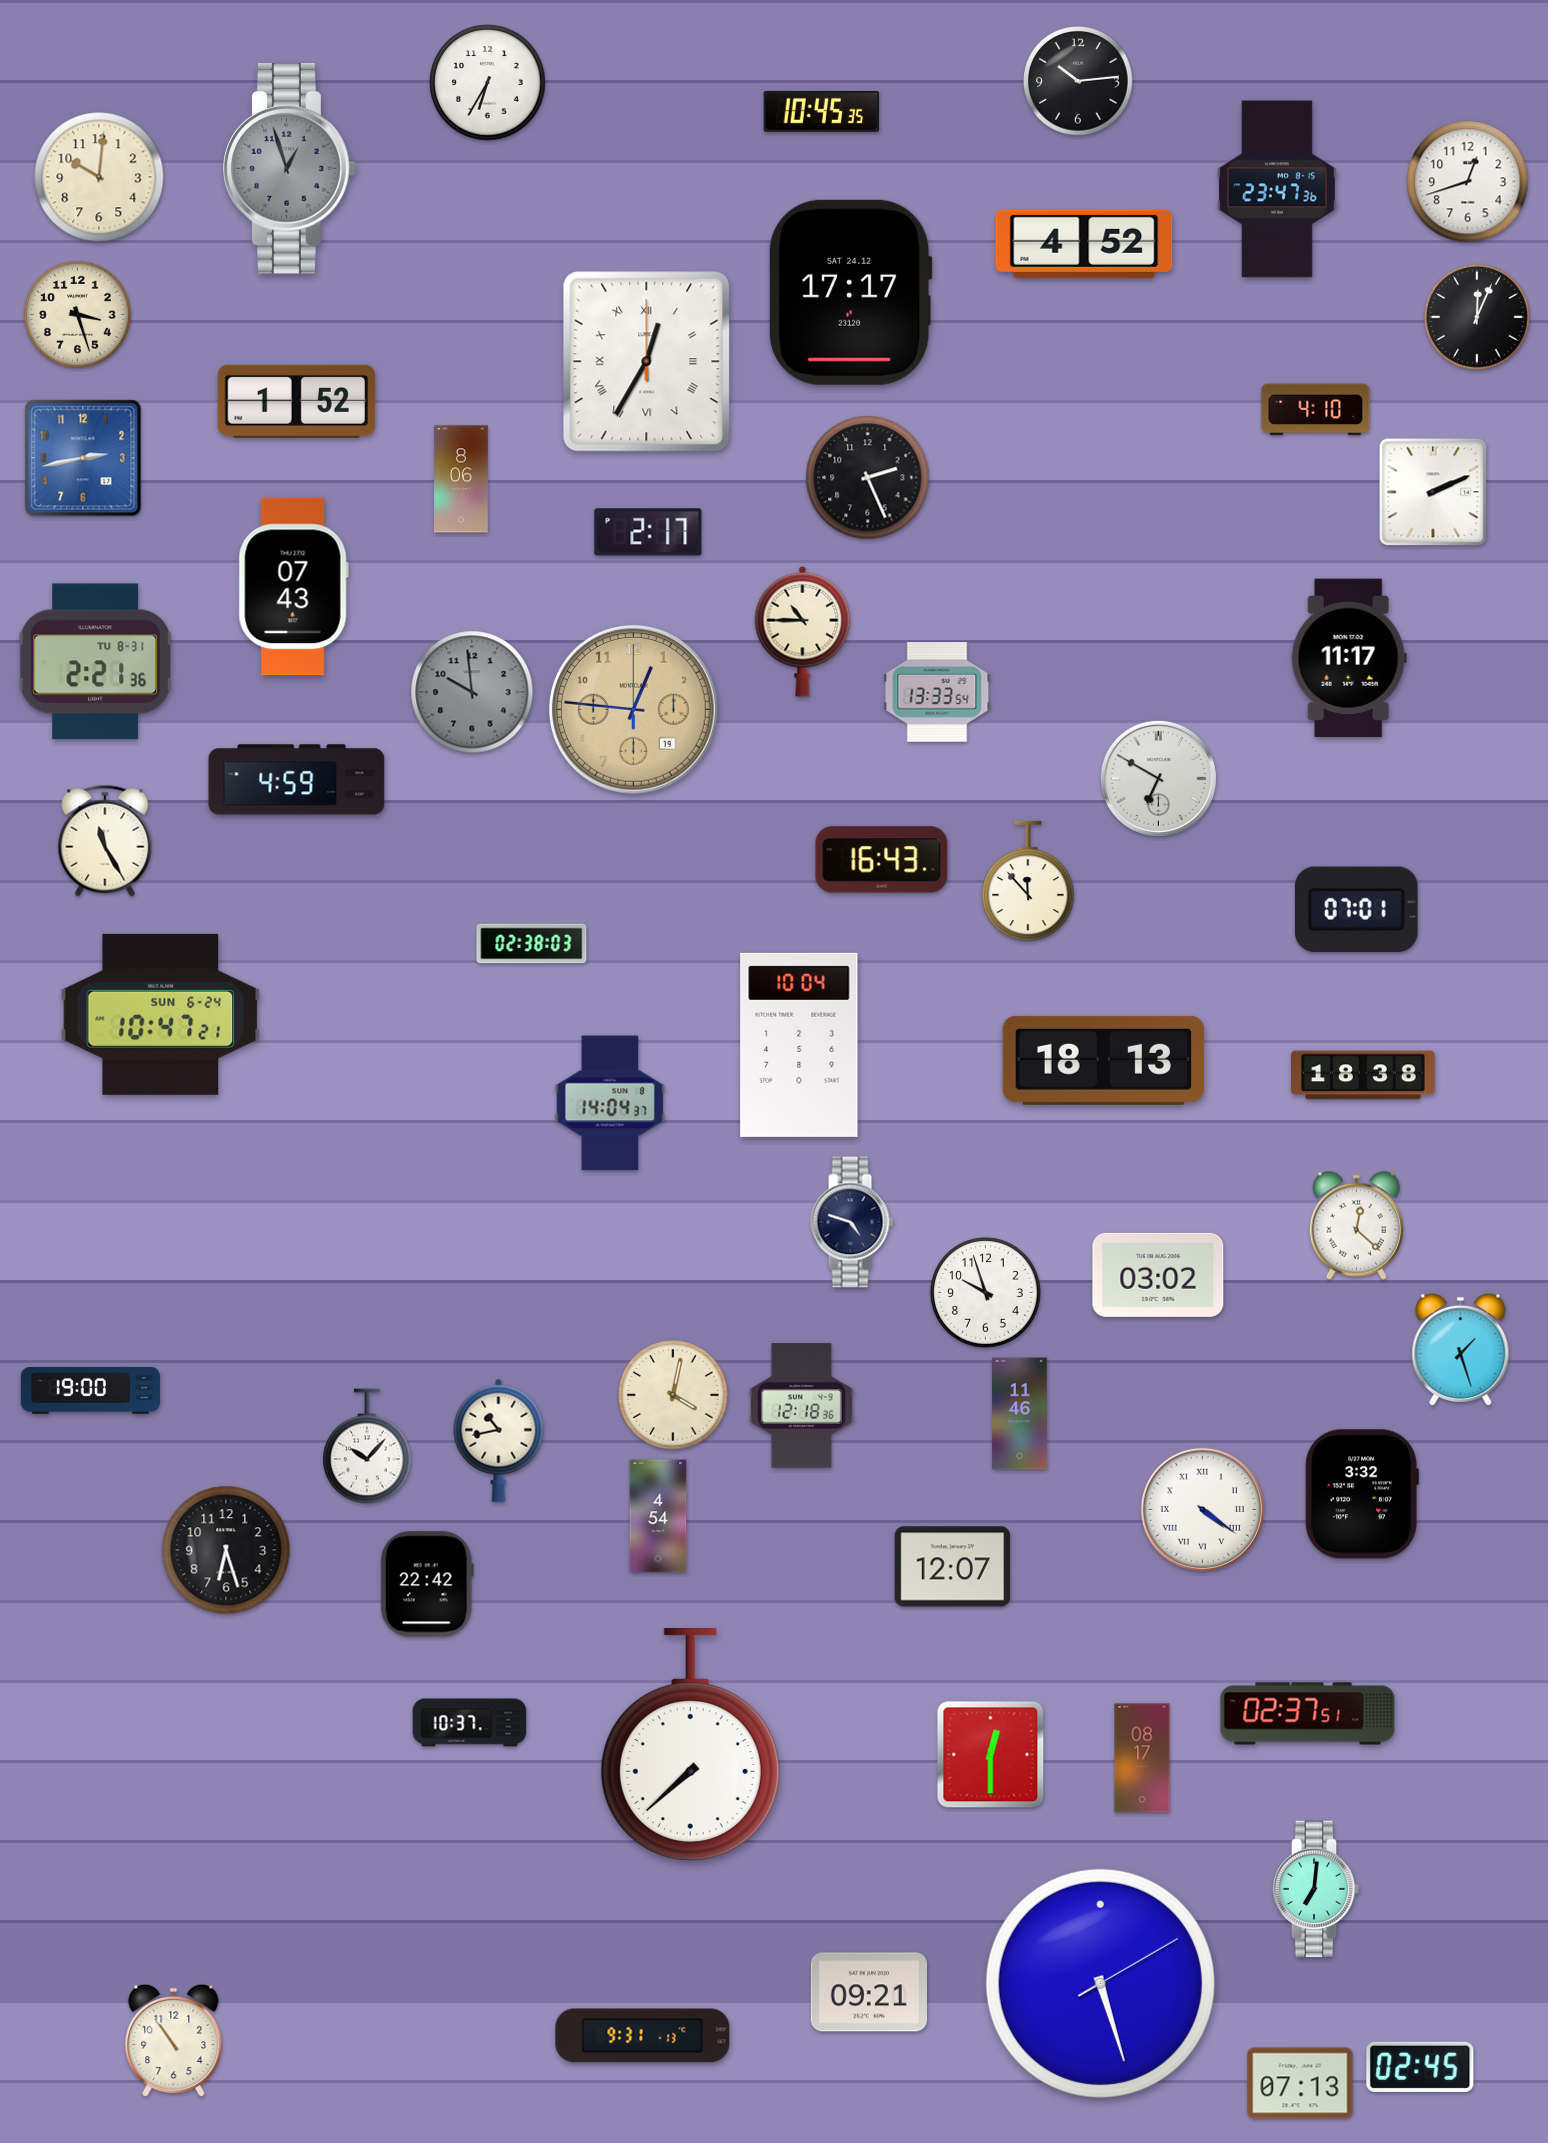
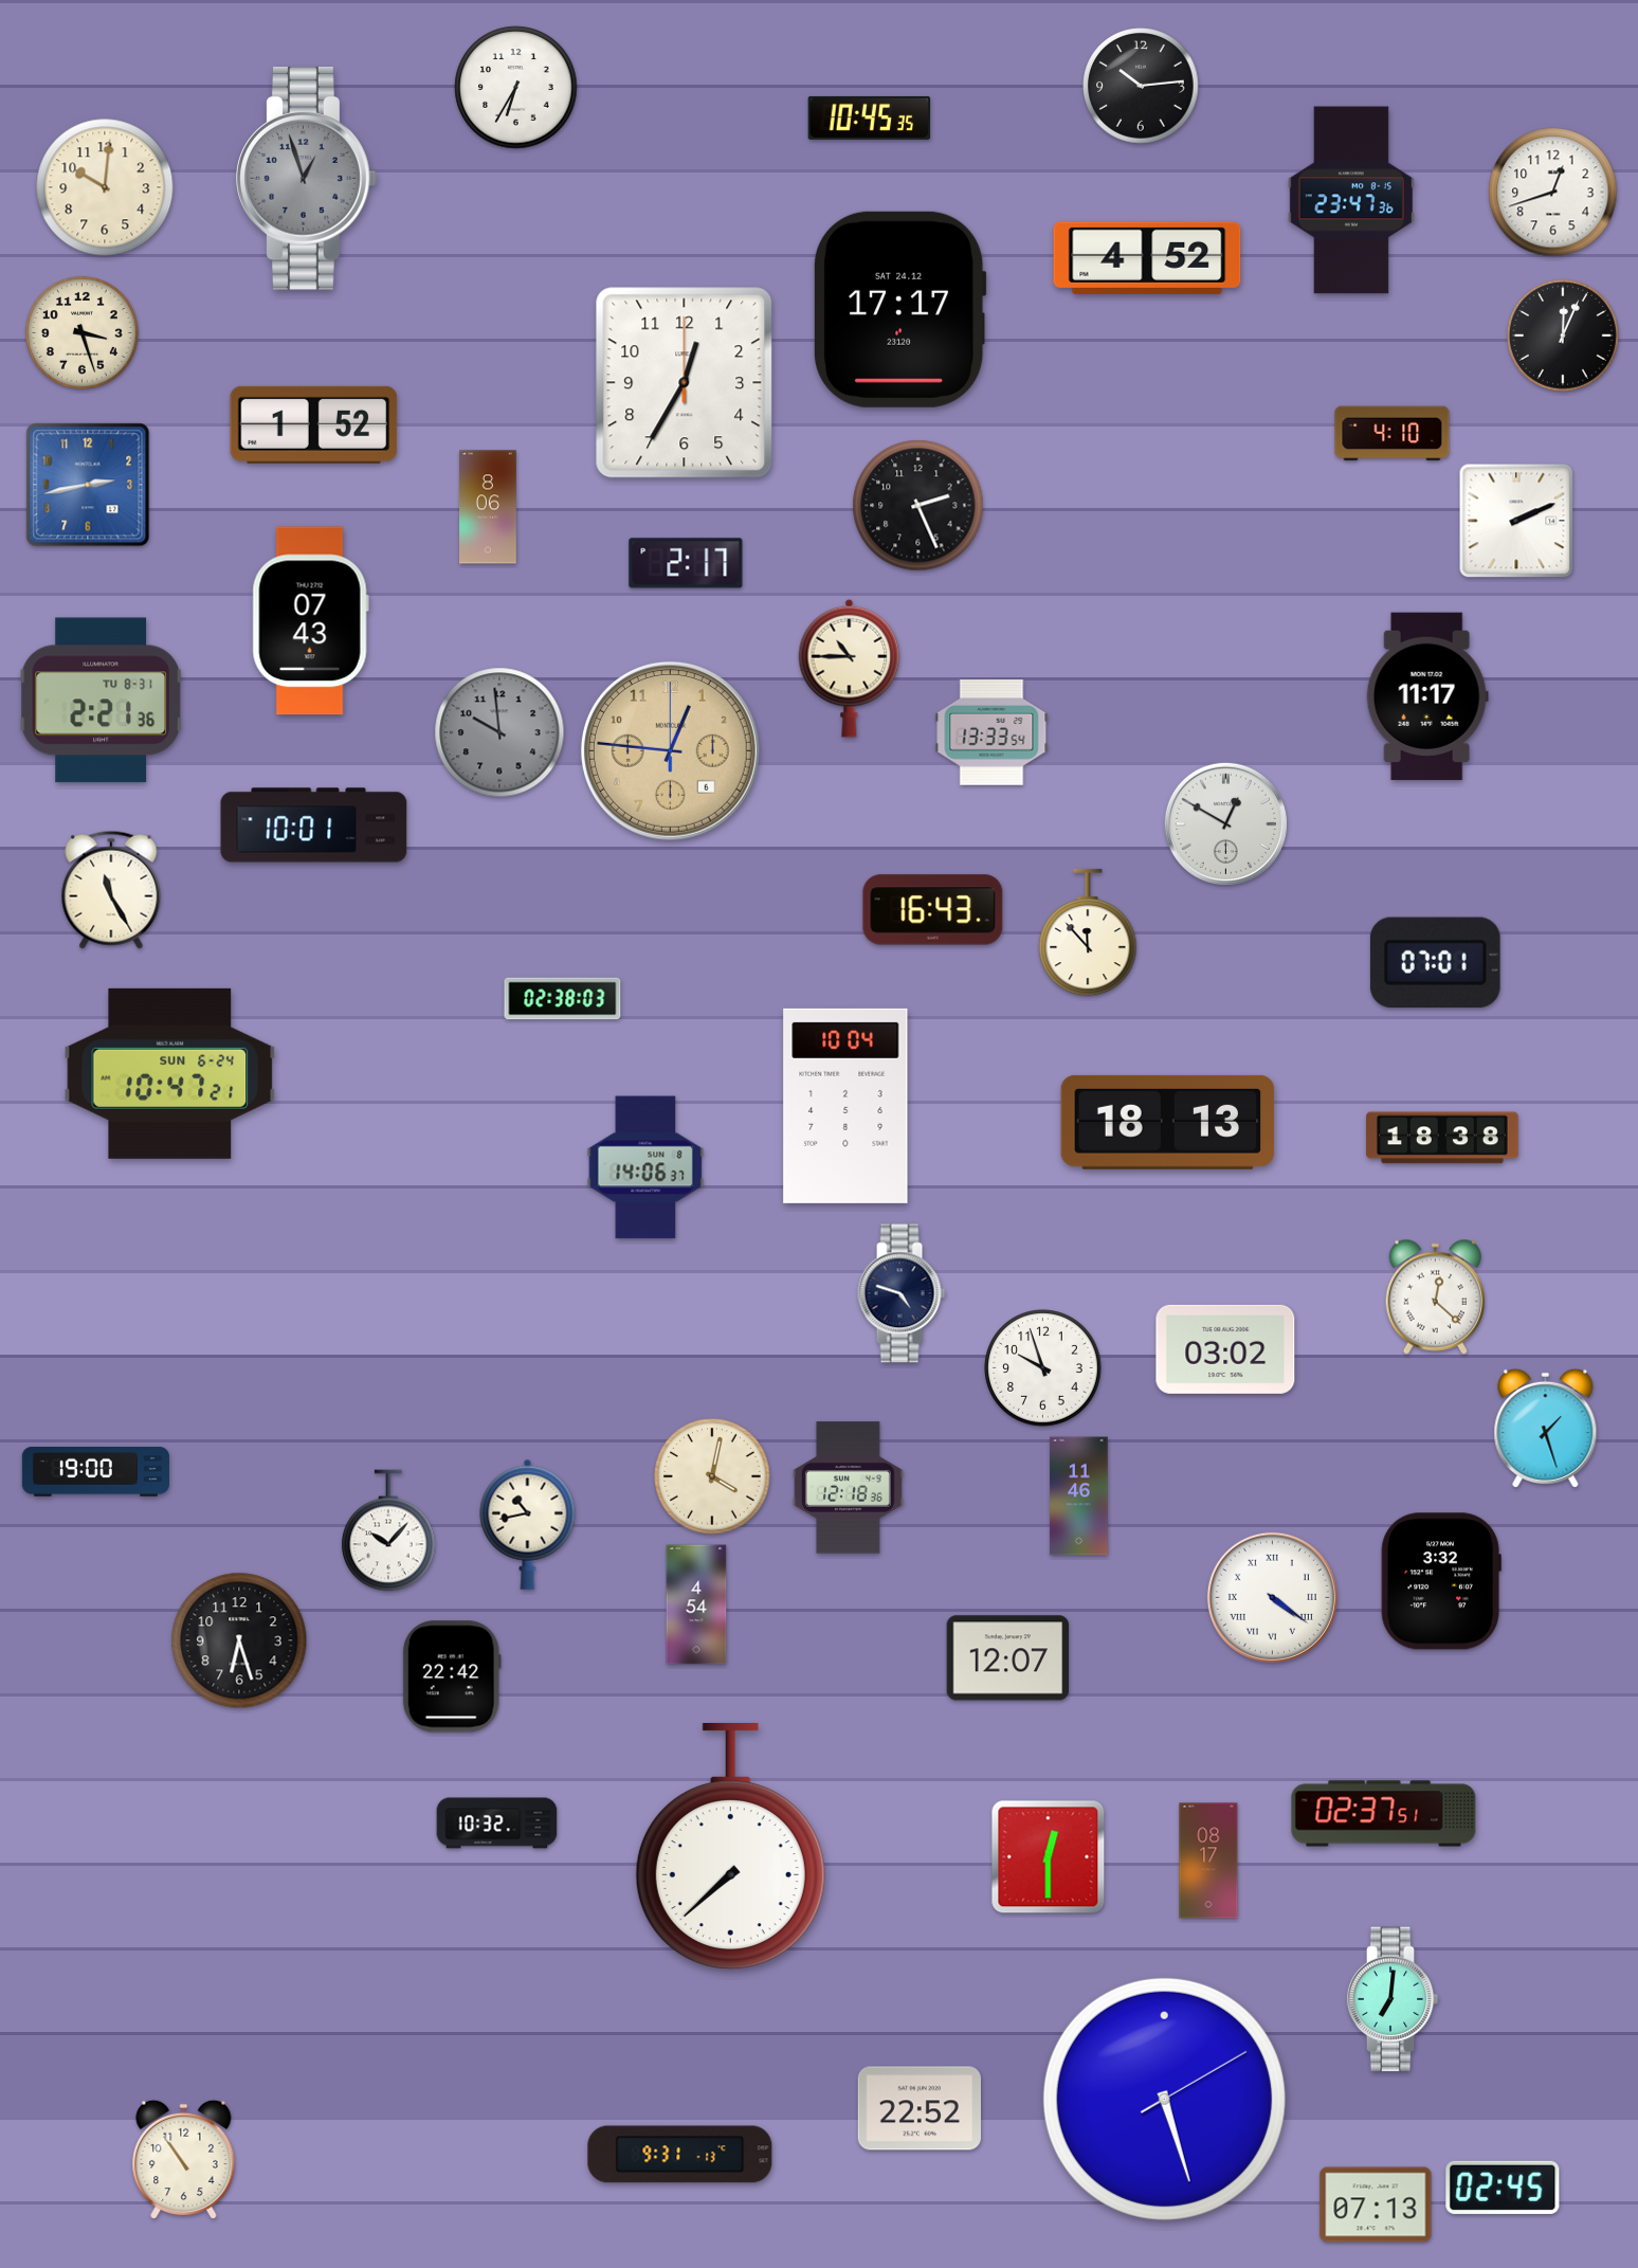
clock at (647, 362) numerals: Roman -> Arabic
clock at (633, 709) date: 19 -> 6
clock at (1158, 778): 6:50 -> 12:50
clock at (297, 780): 4:59 -> 10:01
clock at (610, 1103): 14:04 -> 14:06
clock at (470, 1723): 10:37 -> 10:32
clock at (868, 1992): 09:21 -> 22:52
